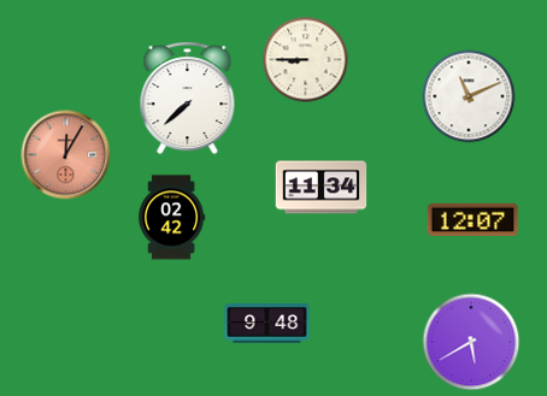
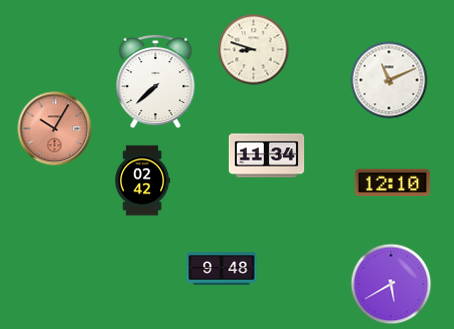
clock at (306, 60): 8:45 -> 8:48
clock at (66, 155): 12:05 -> 10:05
clock at (474, 219): 12:07 -> 12:10
